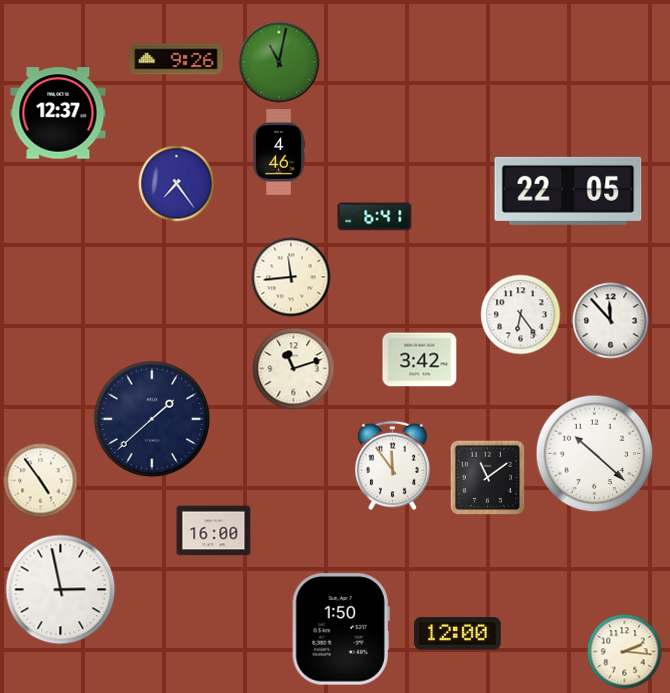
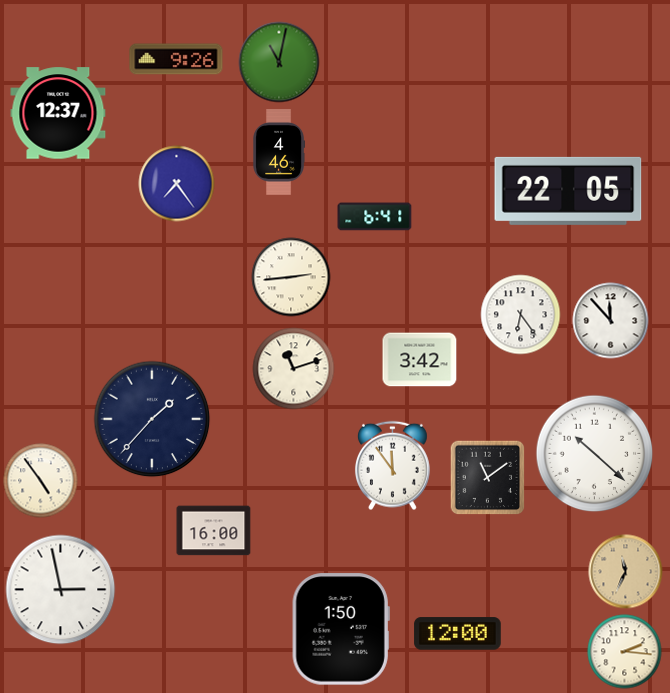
clock at (291, 277): 11:44 -> 2:44
clock at (152, 419): 1:38 -> 1:37
clock at (626, 572): none -> 11:34
